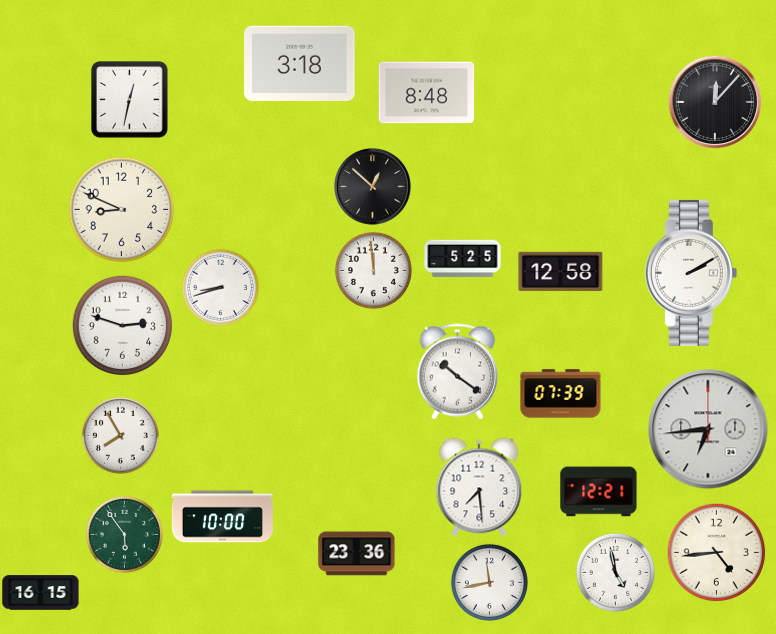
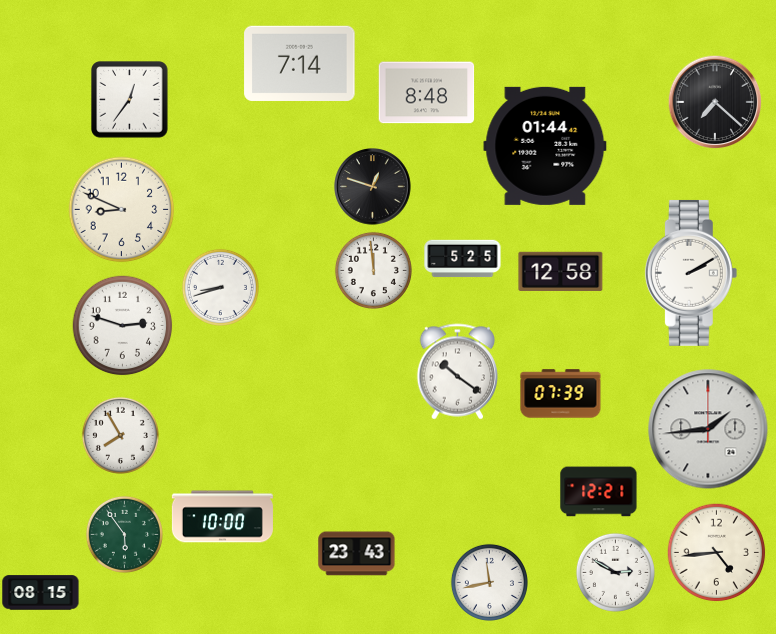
clock at (300, 63): 3:18 -> 7:14
clock at (130, 100): 12:32 -> 12:36
clock at (715, 102): 12:07 -> 7:22
clock at (545, 146): none -> 01:44
clock at (373, 187): 12:52 -> 12:48
clock at (708, 429): 6:44 -> 1:44
clock at (479, 487): 7:29 -> none
clock at (357, 554): 23:36 -> 23:43
clock at (615, 572): 4:58 -> 2:50
clock at (41, 593): 16:15 -> 08:15
